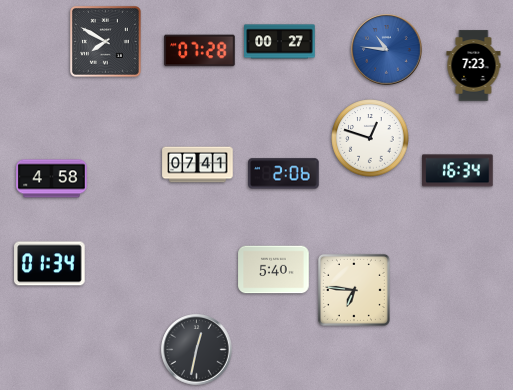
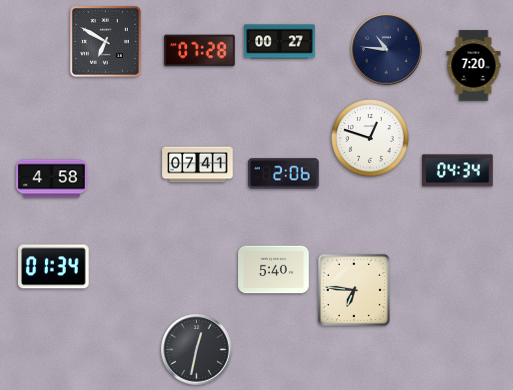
clock at (105, 41): 7:50 -> 6:50
clock at (387, 50) dial: blue -> navy
clock at (474, 66): 7:23 -> 7:20
clock at (458, 171): 16:34 -> 04:34
clock at (50, 264) position: (50, 264) -> (54, 267)
